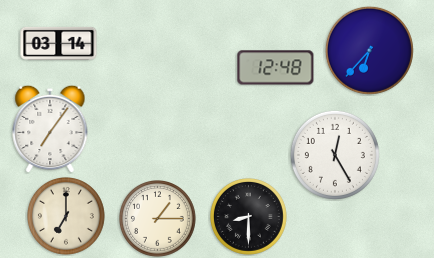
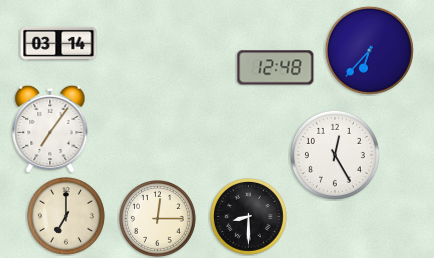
clock at (158, 219): 1:15 -> 12:15
